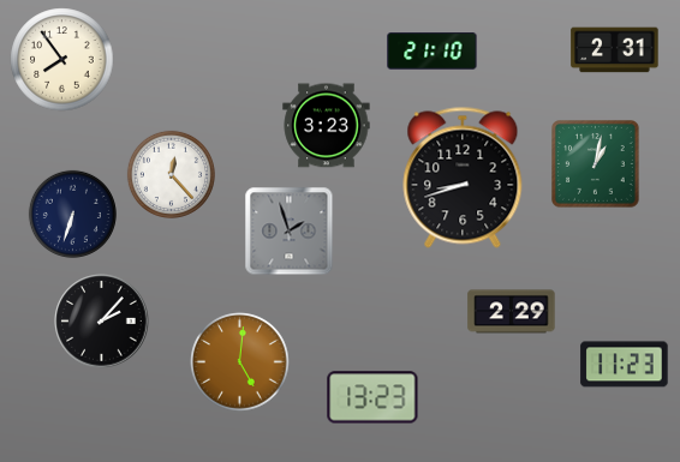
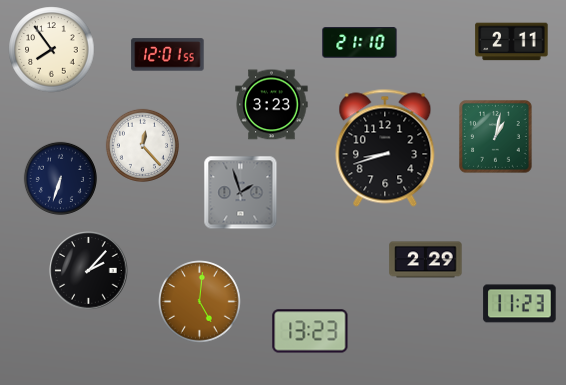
clock at (615, 50): 2:31 -> 2:11
clock at (168, 55): none -> 12:01
clock at (102, 322) position: (102, 322) -> (89, 271)
